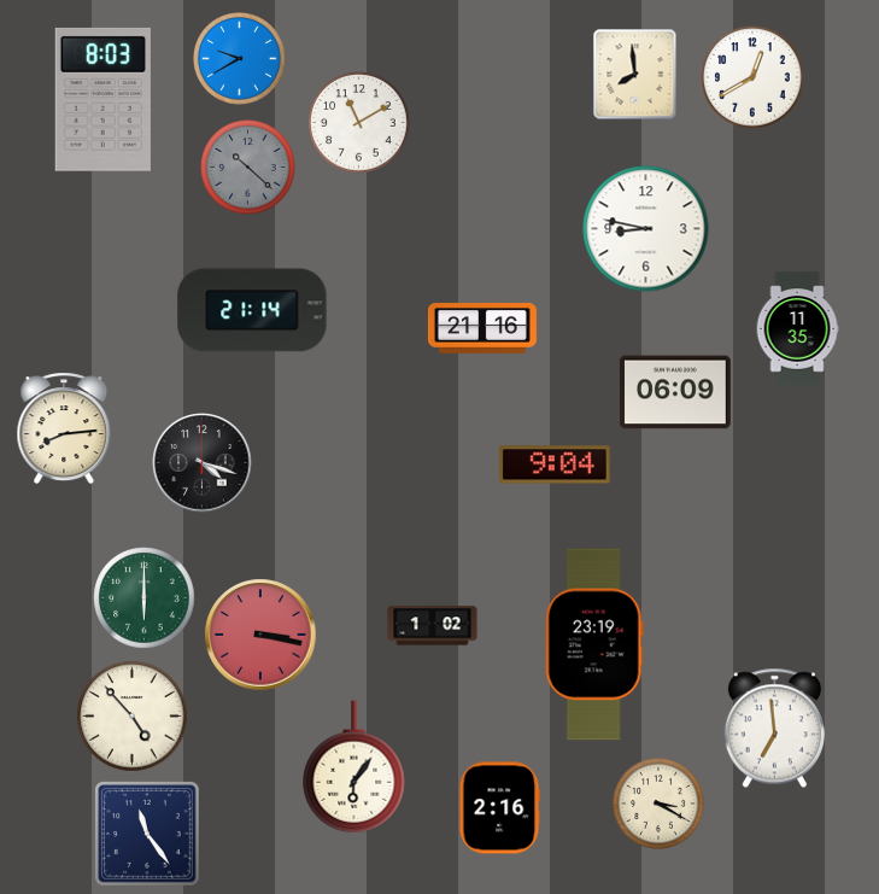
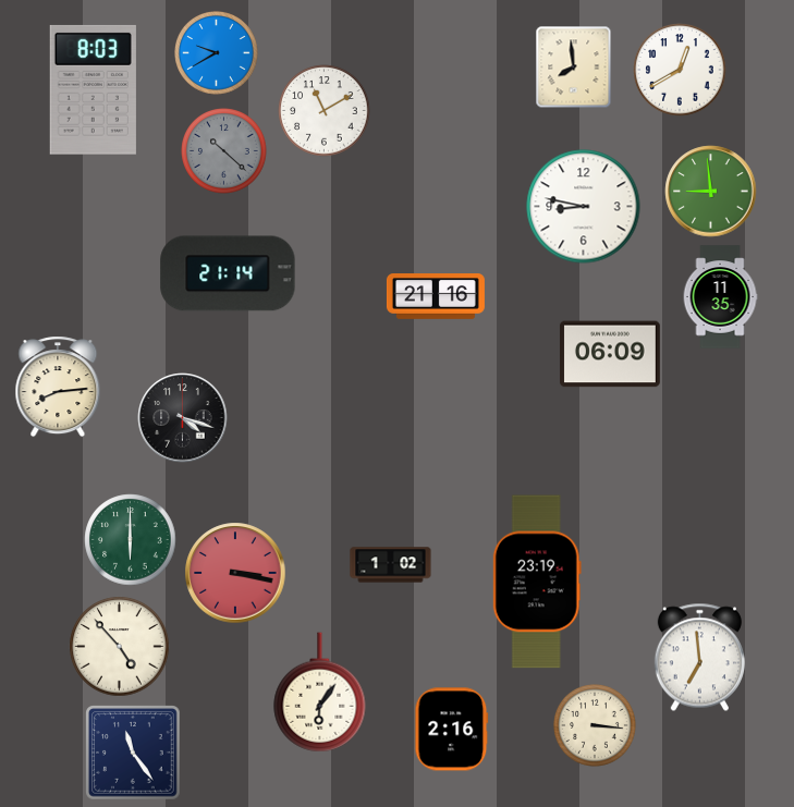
clock at (711, 192): none -> 8:59
clock at (252, 310) position: (252, 310) -> (228, 273)
clock at (555, 464): 9:04 -> none
clock at (660, 805): 3:20 -> 3:16
